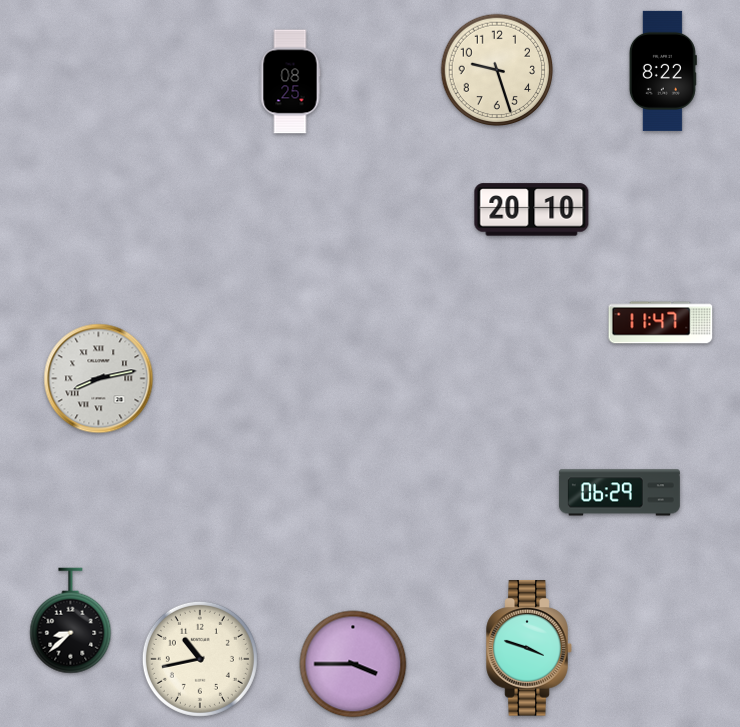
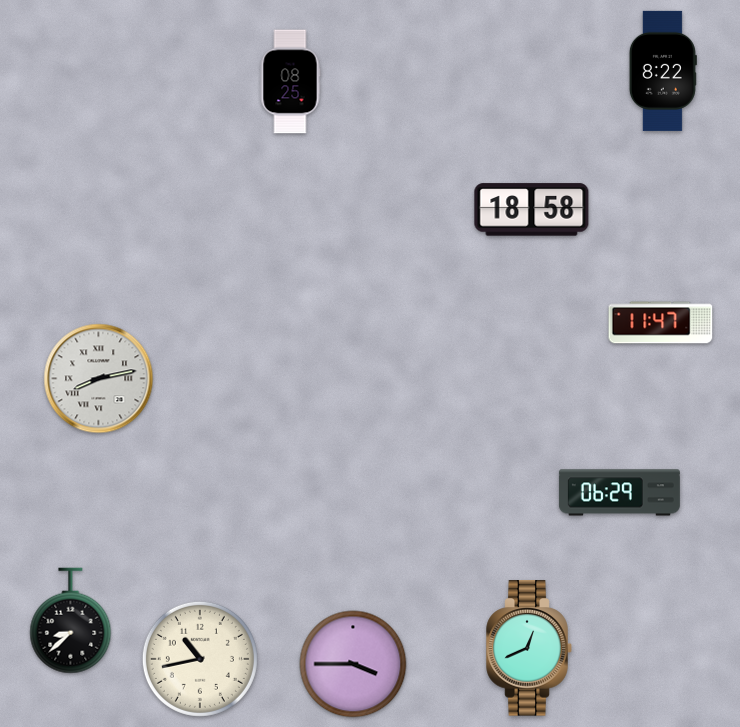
clock at (497, 70): 9:27 -> none
clock at (532, 210): 20:10 -> 18:58
clock at (529, 648): 3:48 -> 12:41
